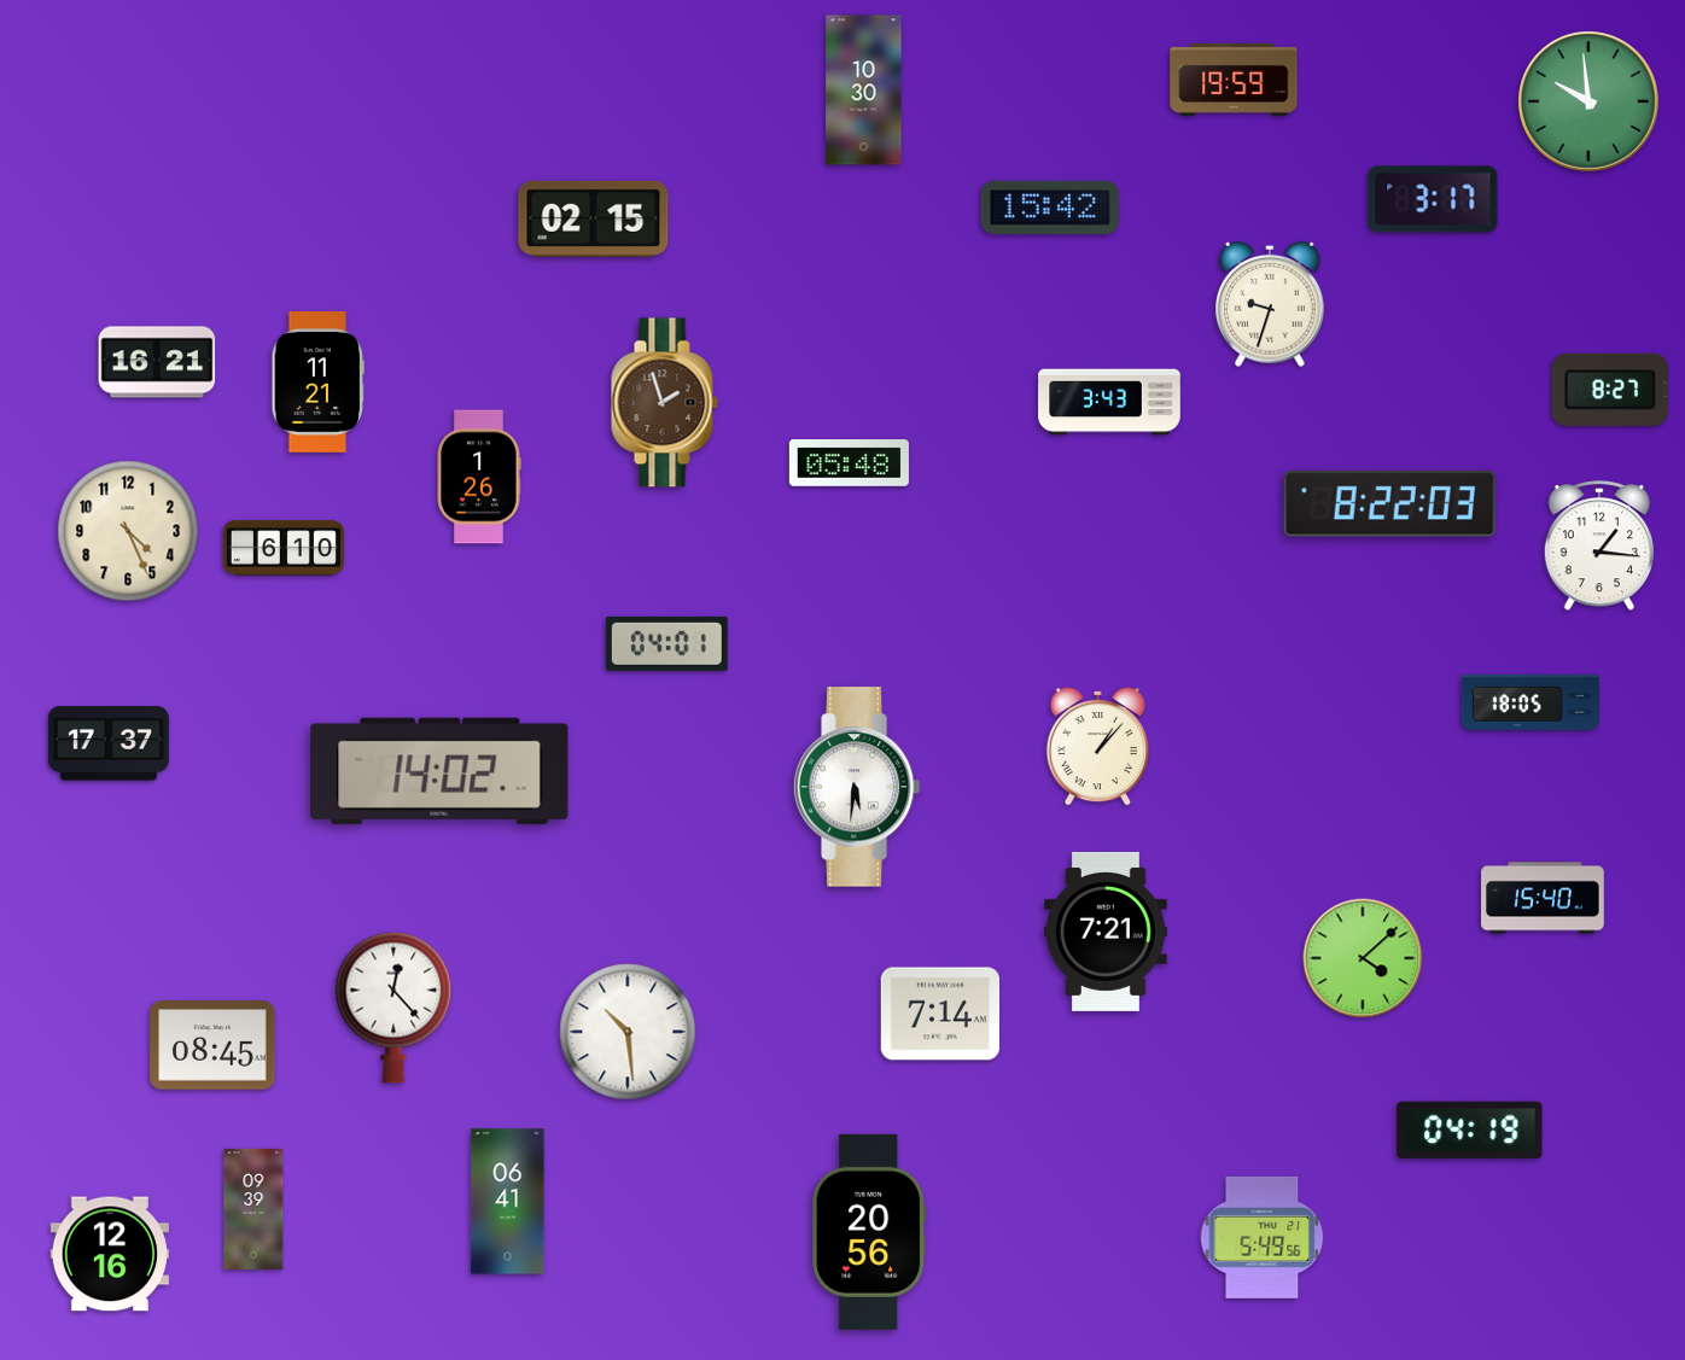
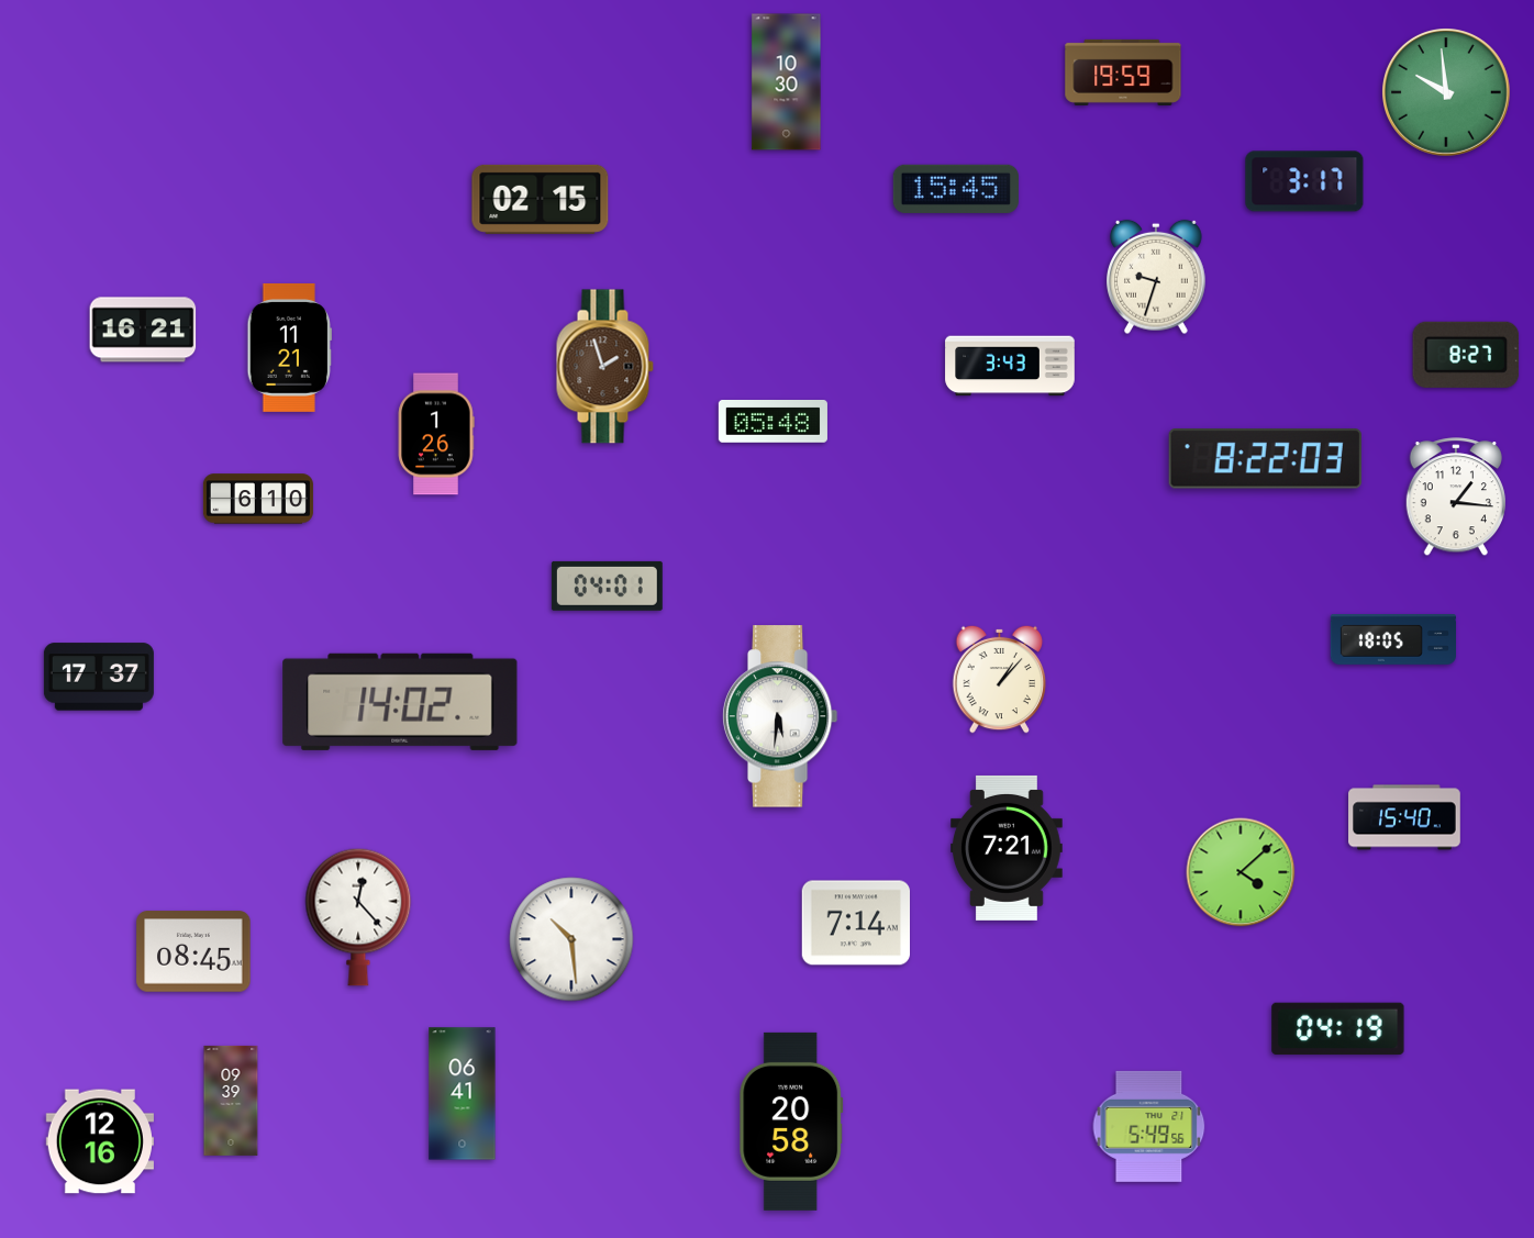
clock at (1050, 208): 15:42 -> 15:45
clock at (128, 531): 4:26 -> none
clock at (869, 1232): 20:56 -> 20:58
